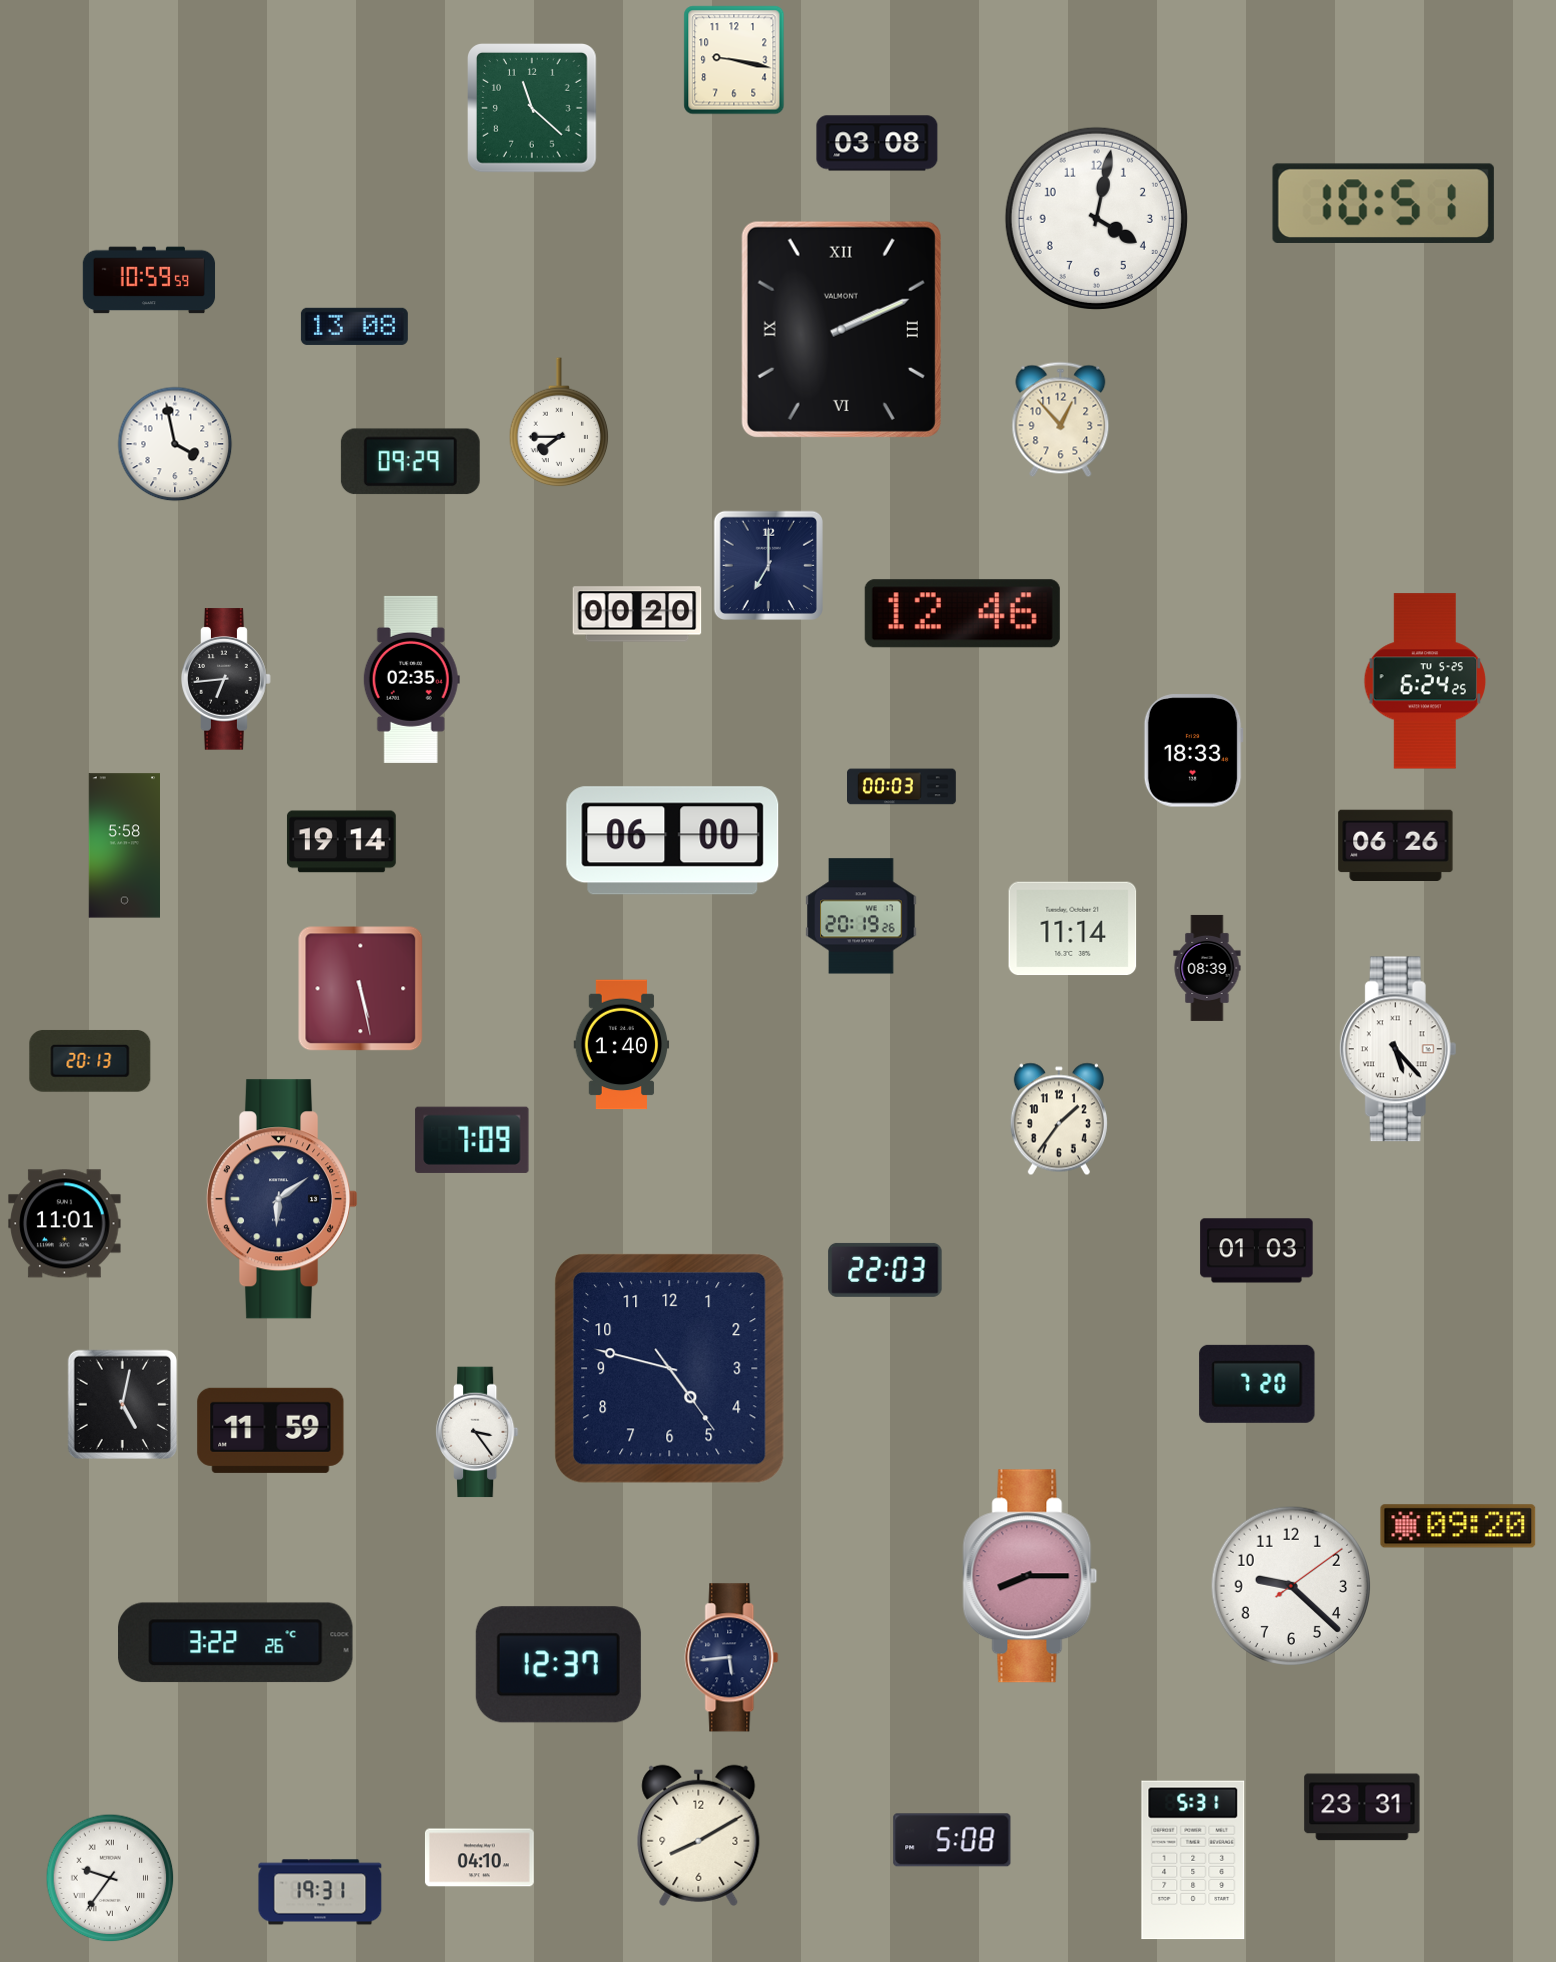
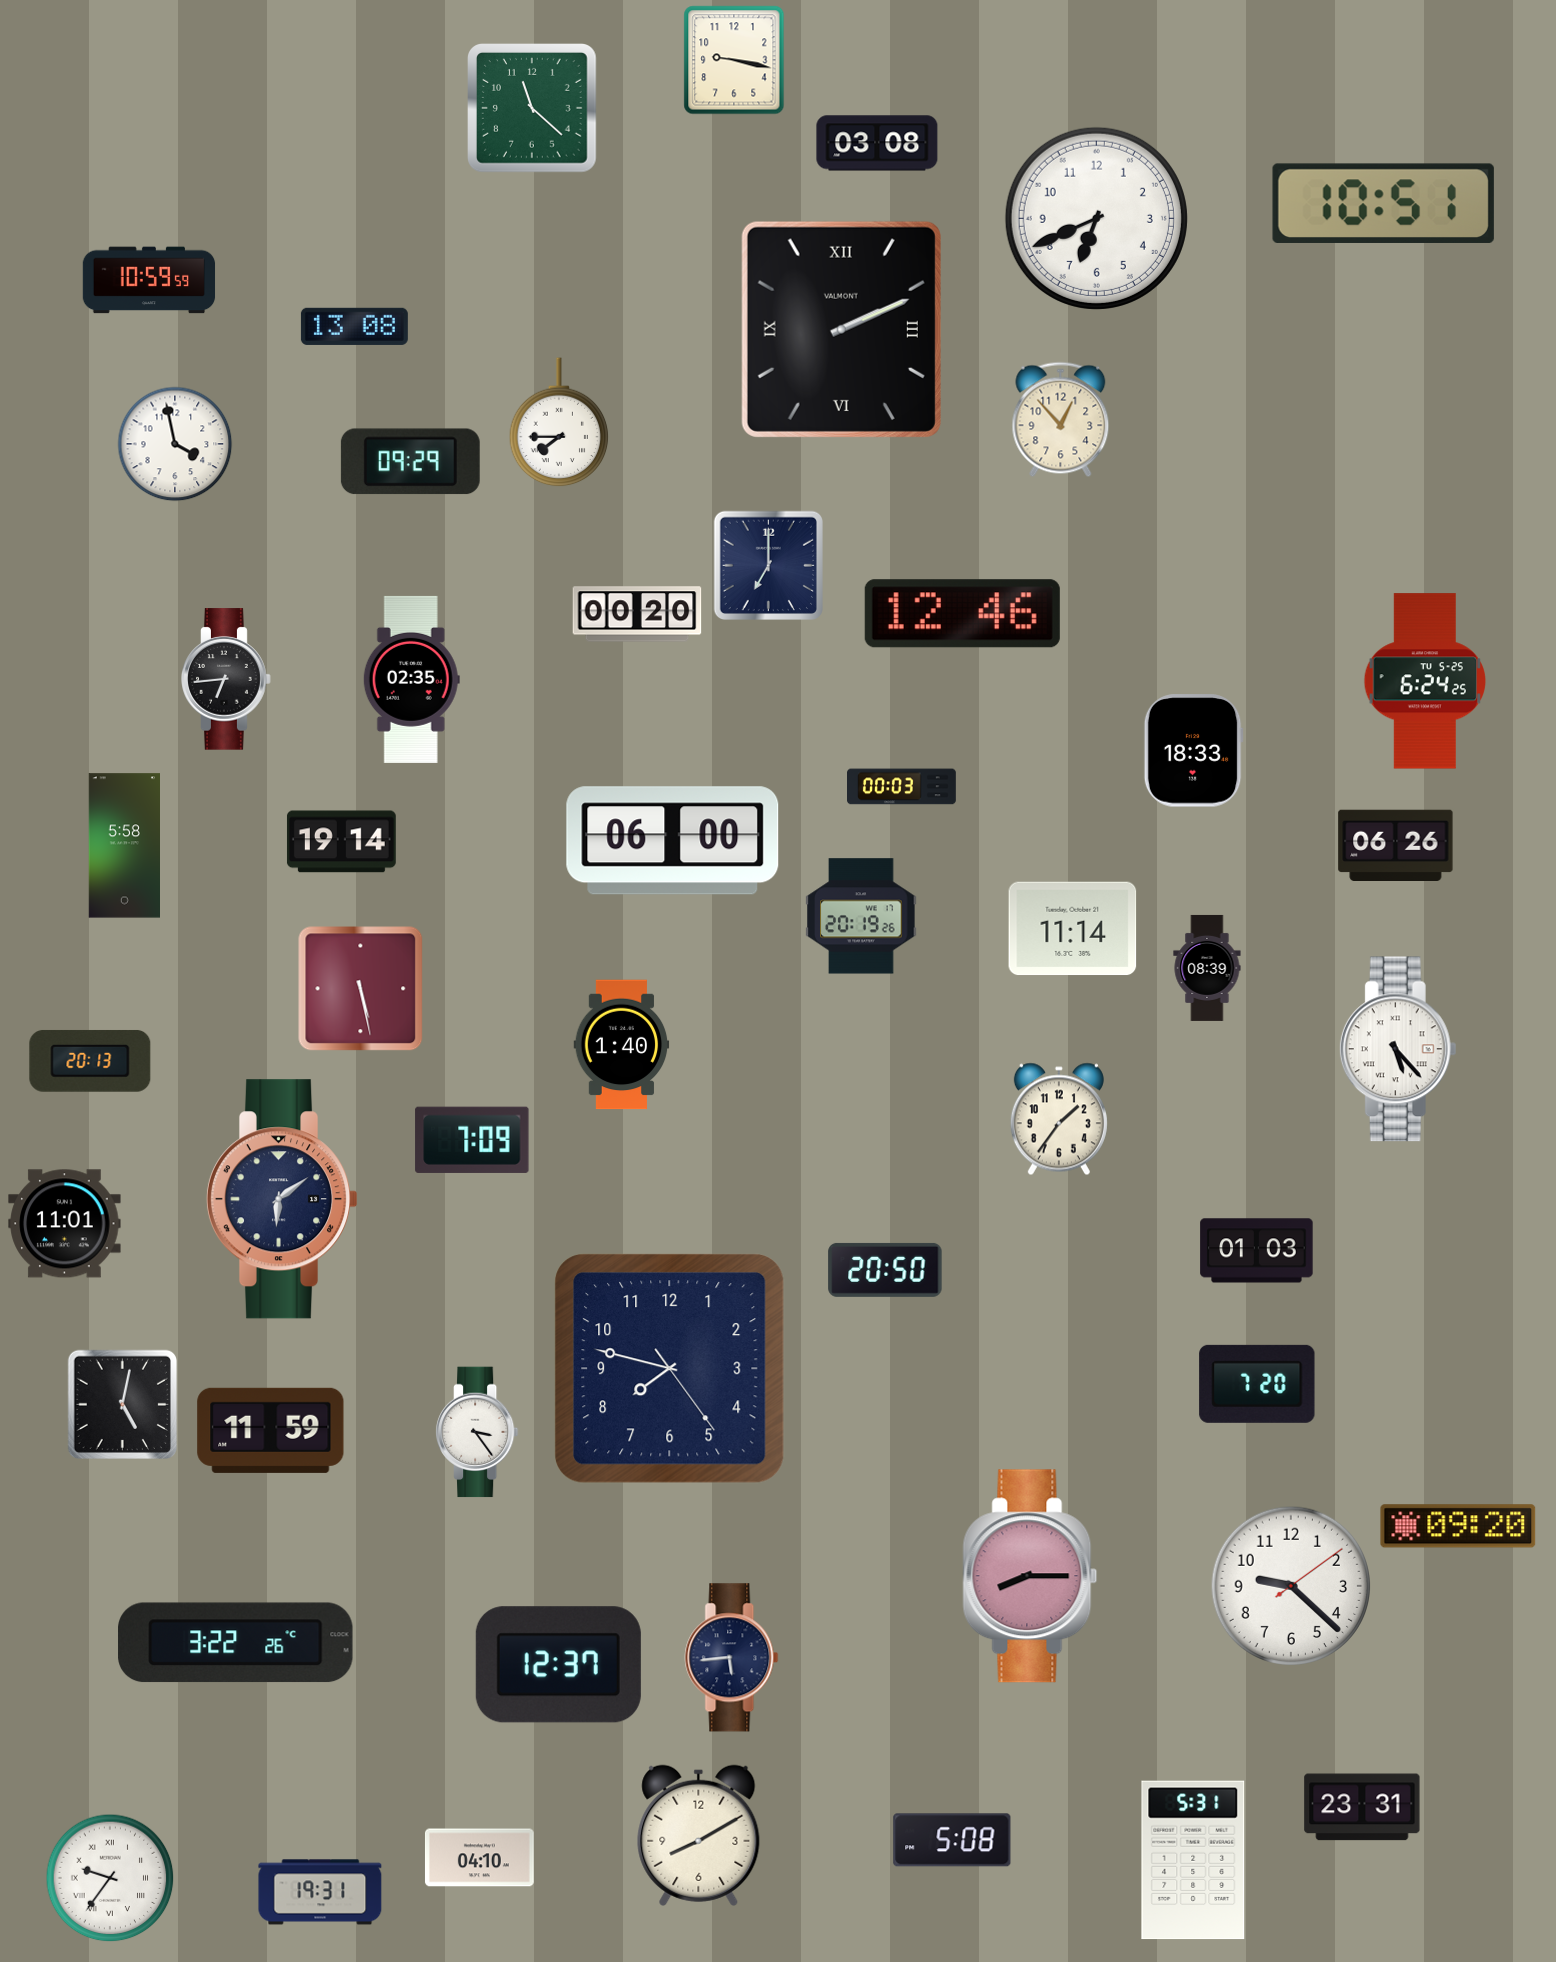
clock at (1096, 218): 4:02 -> 6:41
clock at (885, 1270): 22:03 -> 20:50
clock at (670, 1369): 4:47 -> 7:47
